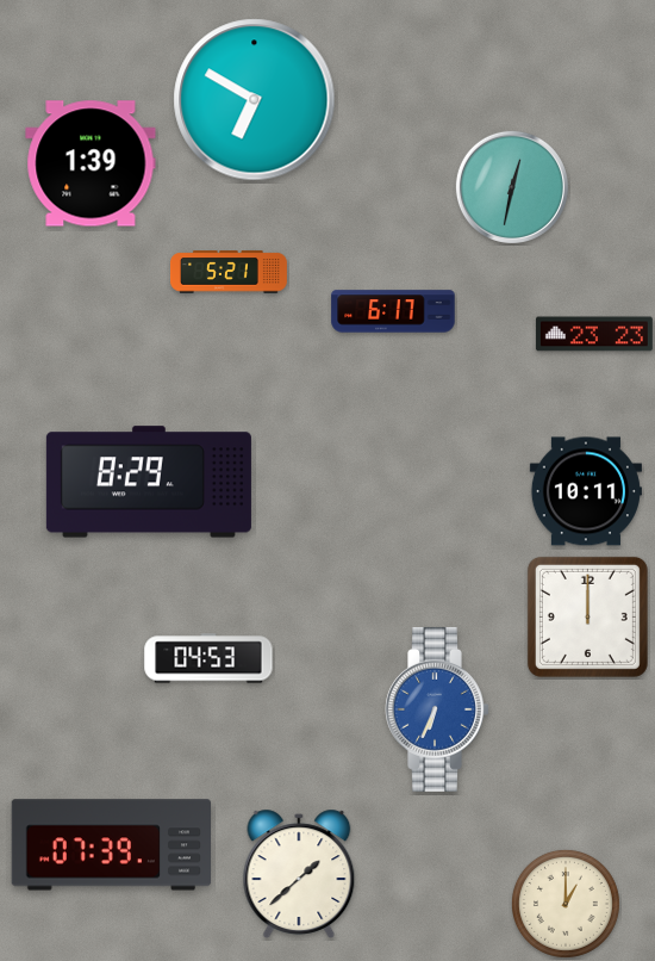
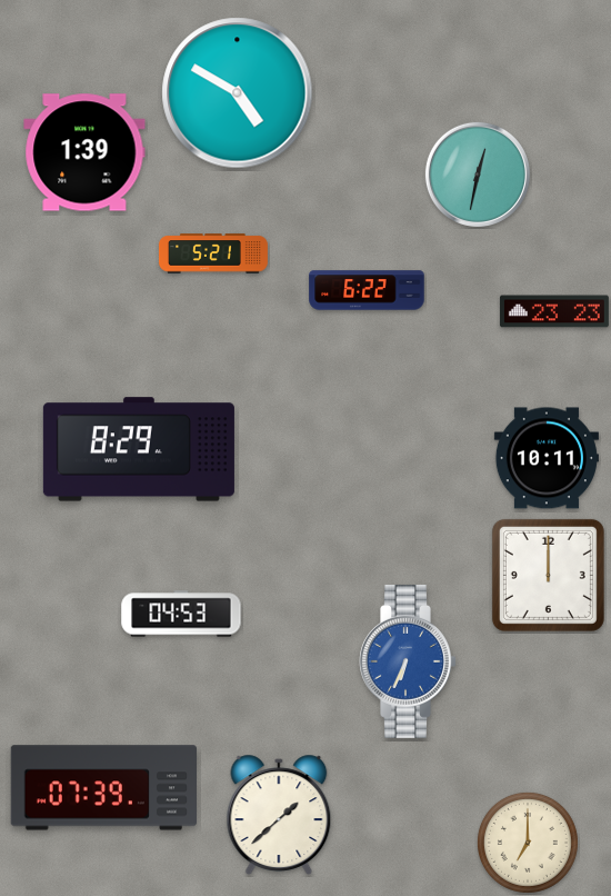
clock at (255, 100): 6:50 -> 4:50
clock at (393, 311): 6:17 -> 6:22
clock at (208, 658) position: (208, 658) -> (181, 614)
clock at (566, 904): 1:00 -> 7:00
